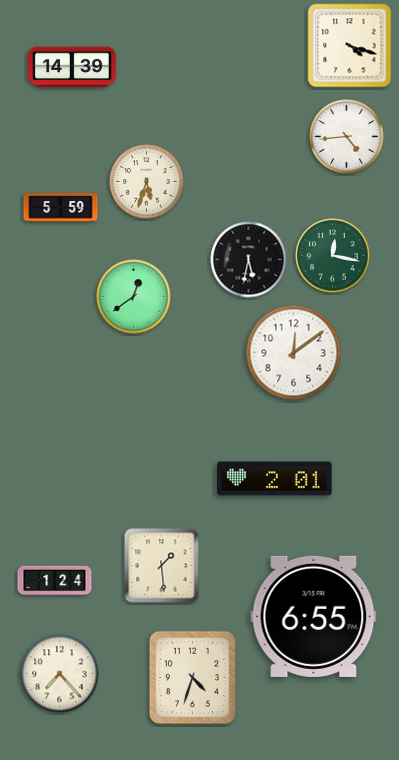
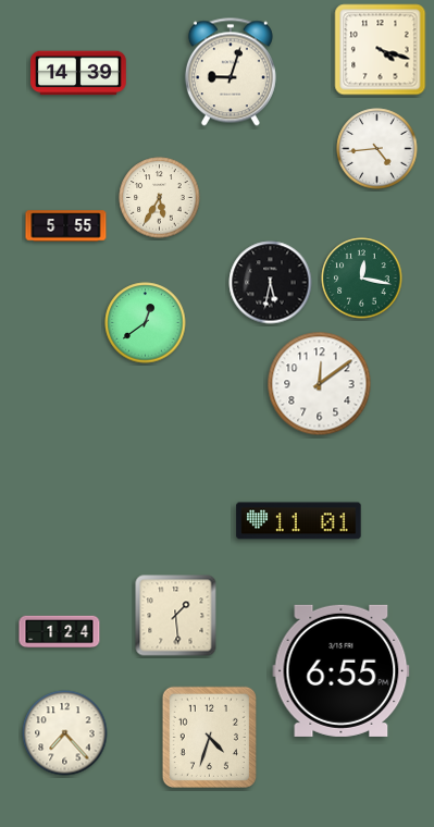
clock at (231, 72): none -> 9:03
clock at (147, 182): 5:33 -> 5:35
clock at (61, 208): 5:59 -> 5:55
clock at (275, 479): 2:01 -> 11:01
